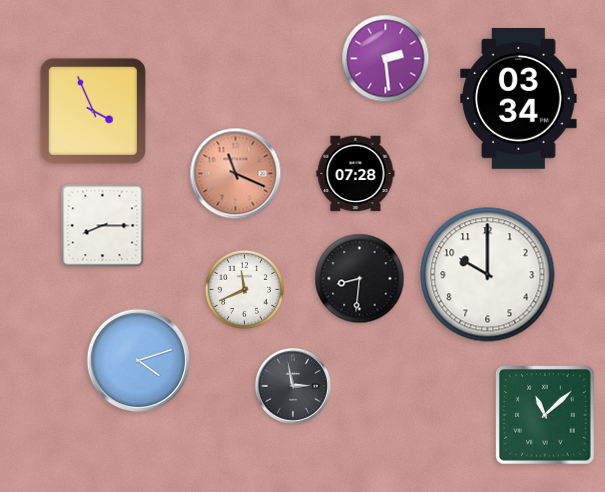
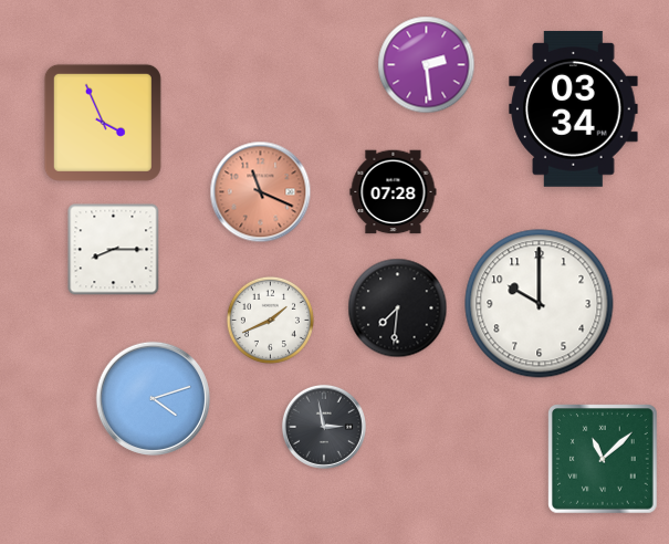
clock at (360, 279): 8:31 -> 7:31
clock at (244, 289): 11:41 -> 1:41
